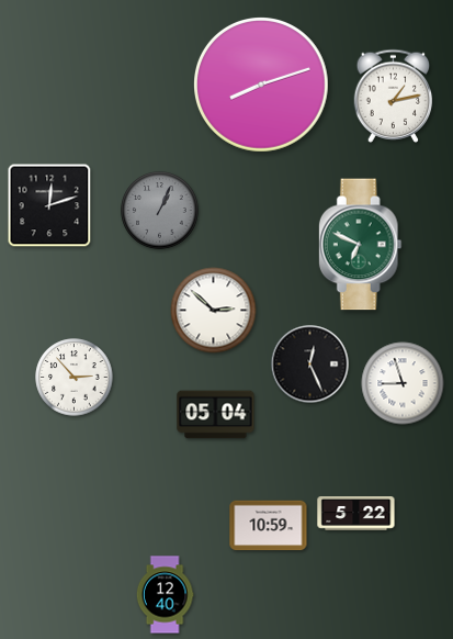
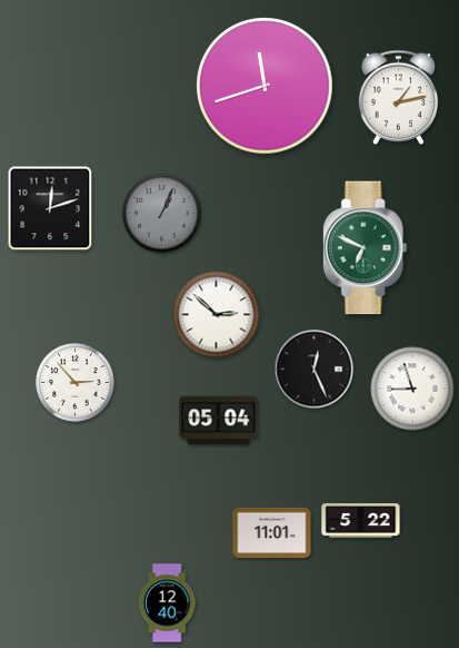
clock at (262, 86): 8:12 -> 11:42
clock at (403, 383) position: (403, 383) -> (412, 389)
clock at (269, 526): 10:59 -> 11:01
